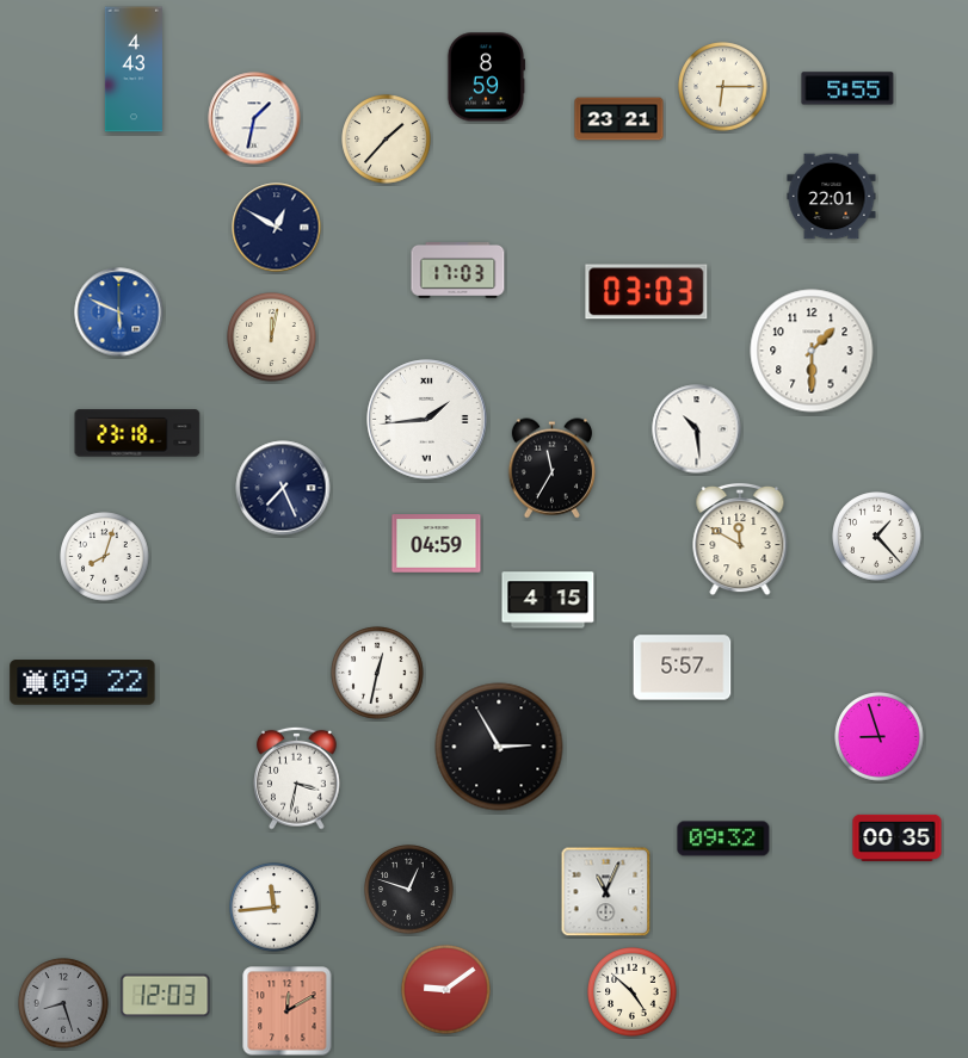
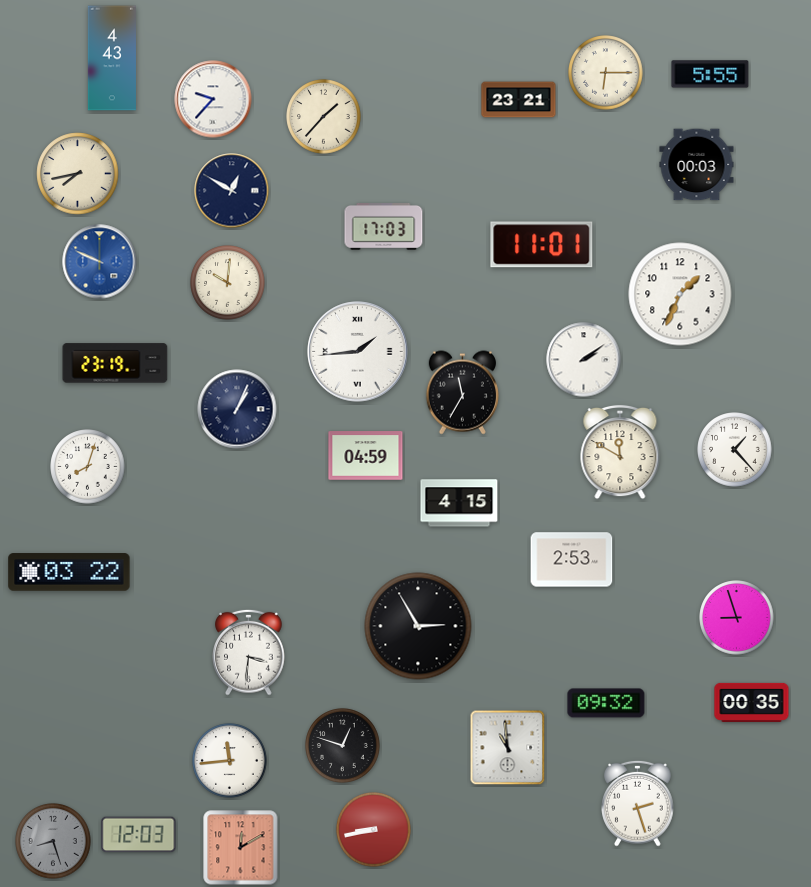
clock at (486, 78): 8:59 -> none
clock at (254, 118): 1:32 -> 9:37
clock at (832, 197): 22:01 -> 00:03
clock at (78, 174): none -> 7:43
clock at (647, 292): 03:03 -> 11:01
clock at (119, 313): 5:49 -> 9:49
clock at (272, 338): 12:02 -> 10:01
clock at (812, 351): 1:30 -> 1:34
clock at (697, 429): 10:29 -> 2:09
clock at (137, 433): 23:18 -> 23:19
clock at (283, 488): 7:26 -> 1:04
clock at (683, 668): 5:57 -> 2:53
clock at (377, 673): 12:32 -> none
clock at (82, 682): 09:22 -> 03:22
clock at (297, 778): 3:32 -> 3:31
clock at (606, 892): 11:04 -> 10:59
clock at (638, 803): none -> 2:27
clock at (446, 990): 9:09 -> 8:43
clock at (633, 992): 4:52 -> none
